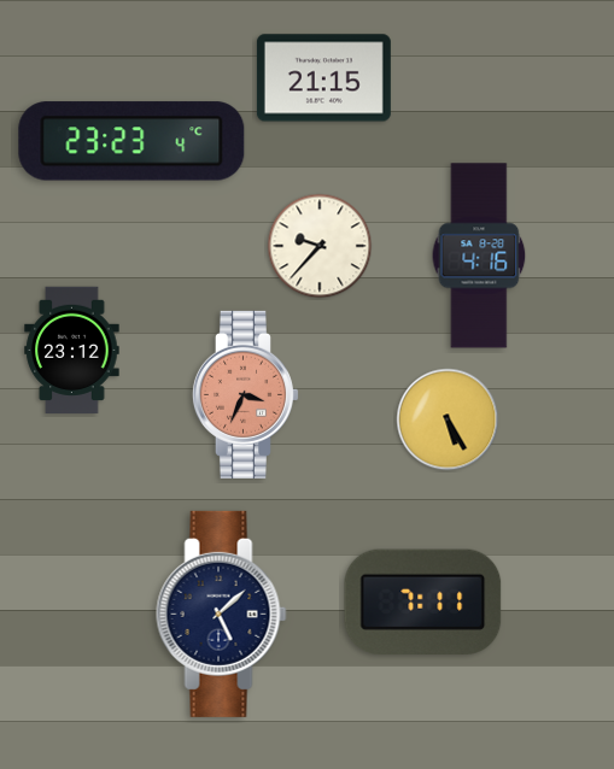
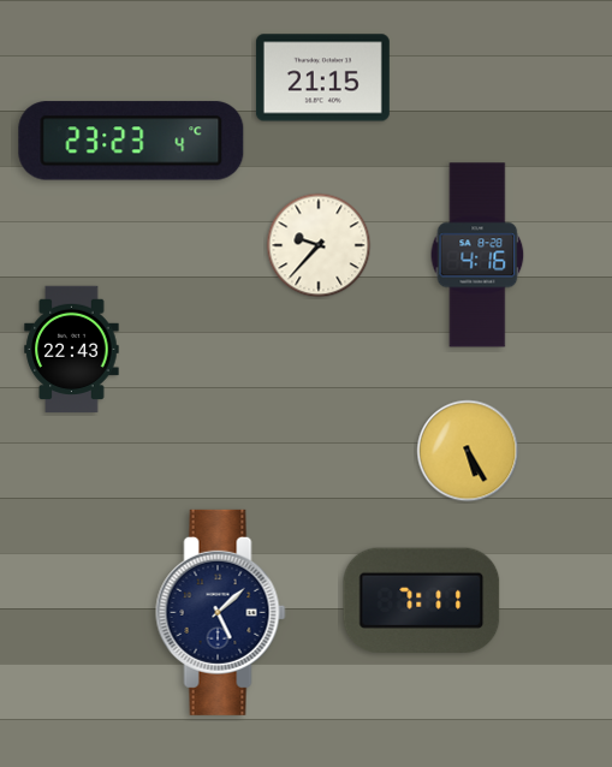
clock at (72, 351): 23:12 -> 22:43
clock at (245, 394): 3:34 -> none
clock at (448, 419) position: (448, 419) -> (468, 451)
